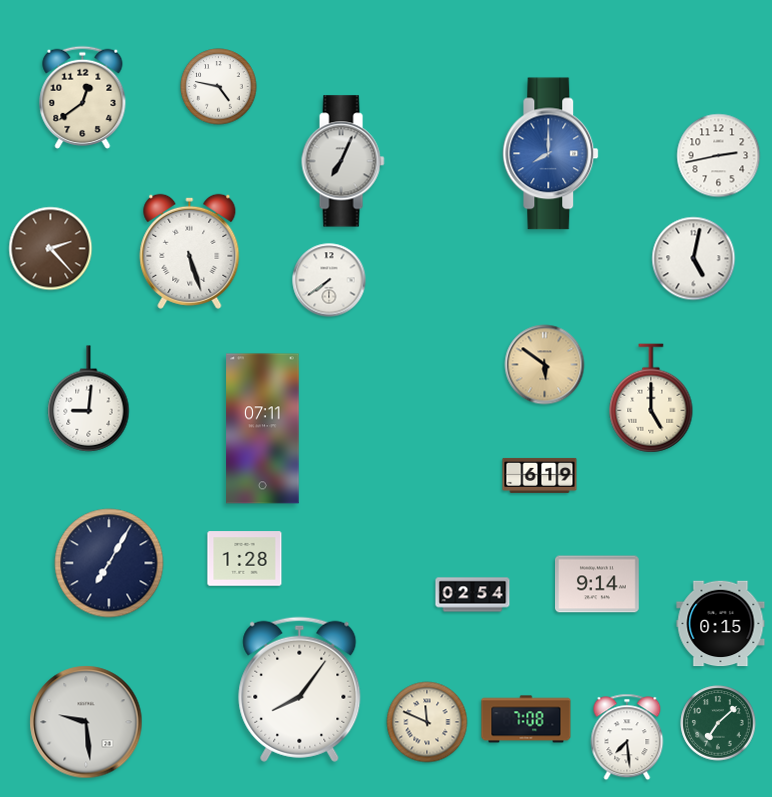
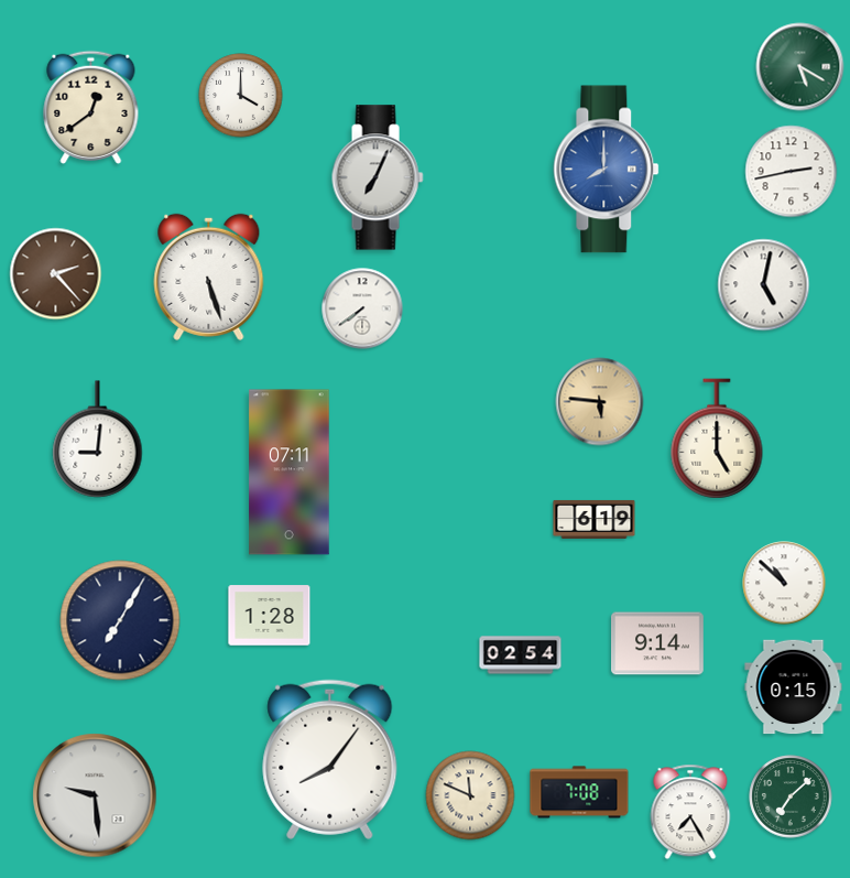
clock at (800, 67): none -> 5:20
clock at (219, 87): 4:47 -> 4:00
clock at (545, 365): 5:51 -> 5:46
clock at (540, 475) position: (540, 475) -> (595, 519)
clock at (784, 583): none -> 10:52
clock at (627, 737): 7:29 -> 7:25
